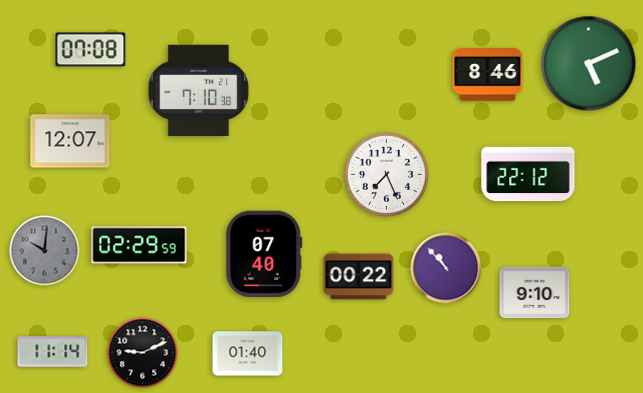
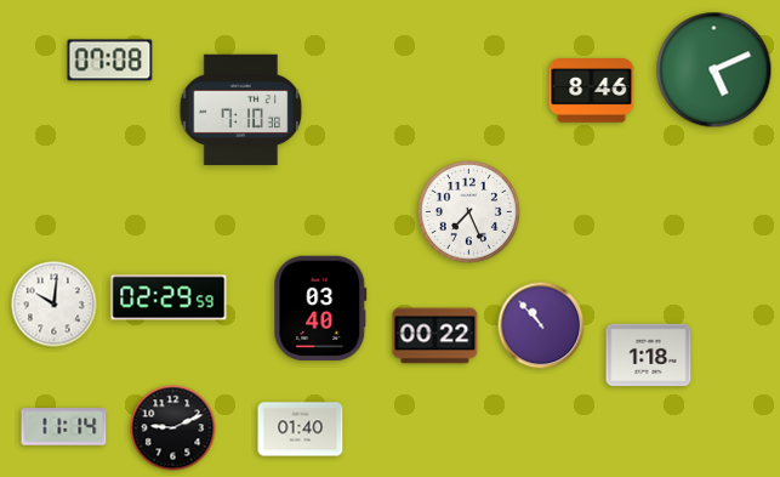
clock at (589, 64) position: (589, 64) -> (714, 70)
clock at (70, 141): 12:07 -> none
clock at (528, 174): 22:12 -> none
clock at (45, 251) dial: grey -> white
clock at (264, 254): 07:40 -> 03:40
clock at (535, 293): 9:10 -> 1:18
